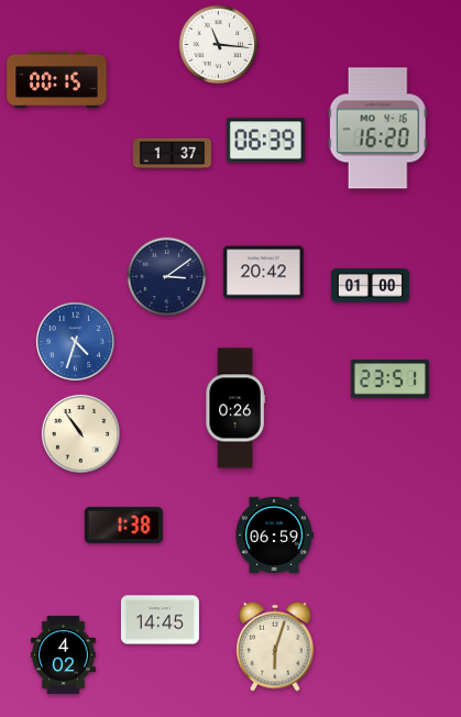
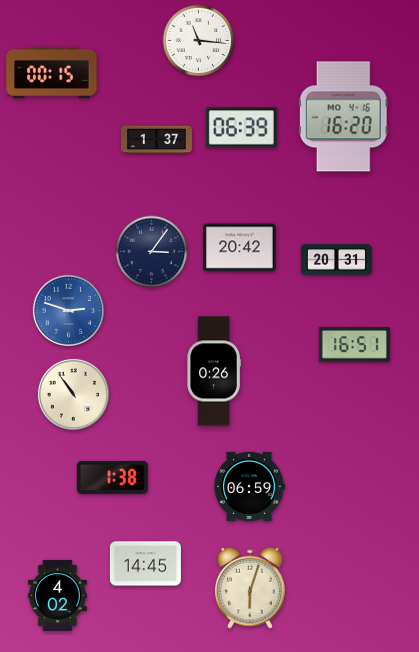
clock at (167, 277): 3:09 -> 3:06
clock at (370, 286): 01:00 -> 20:31
clock at (75, 341): 4:33 -> 2:48
clock at (389, 379): 23:51 -> 16:51
